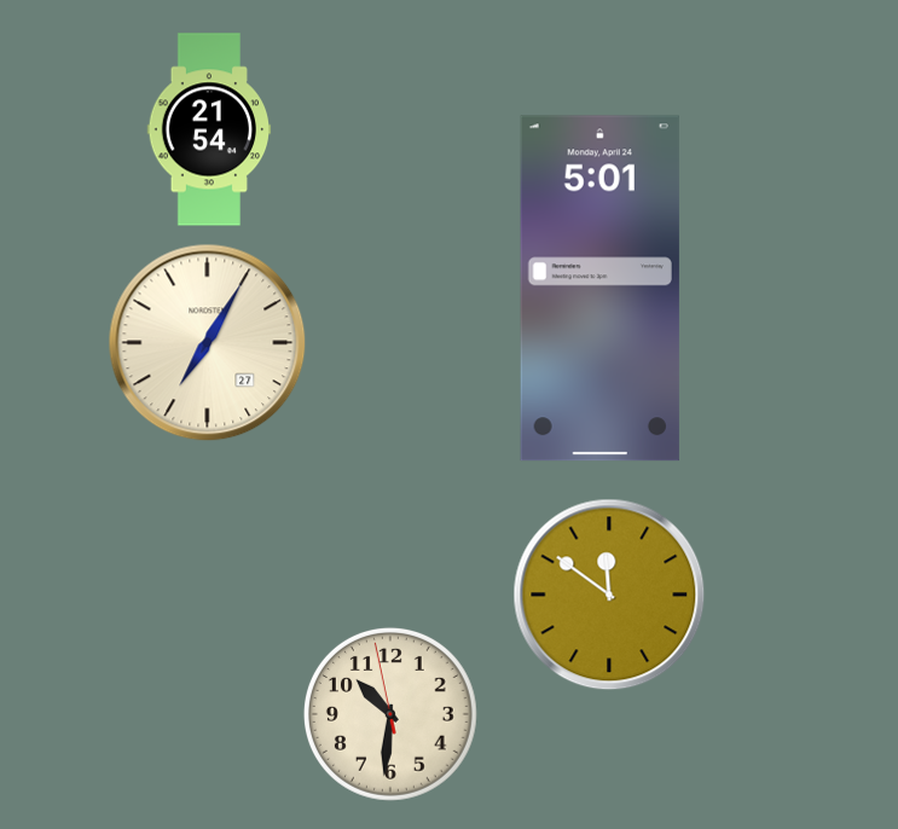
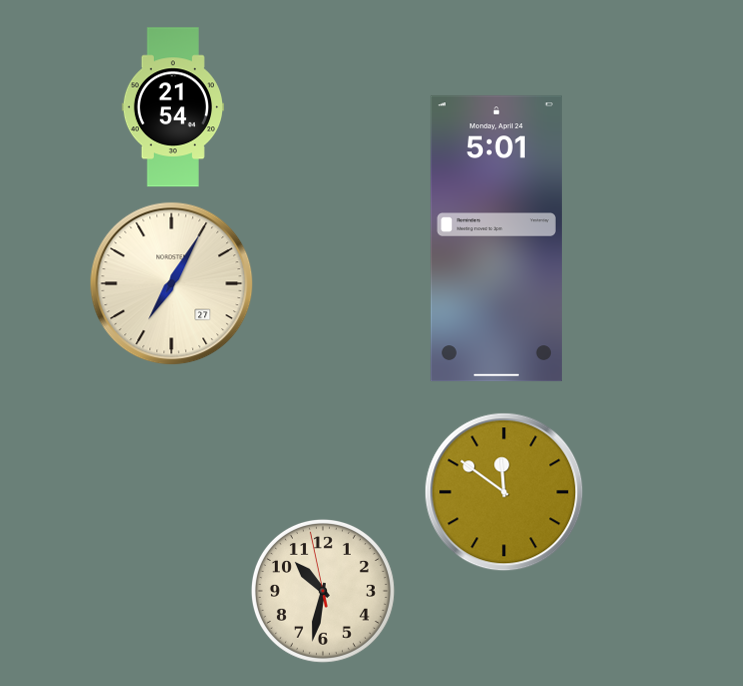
clock at (390, 714): 10:30 -> 10:31
